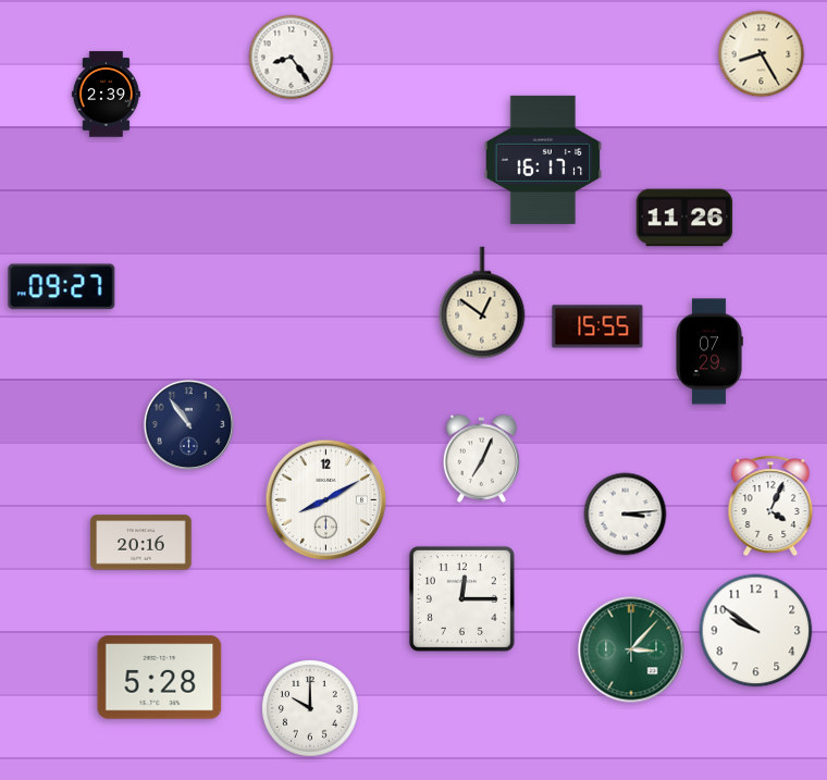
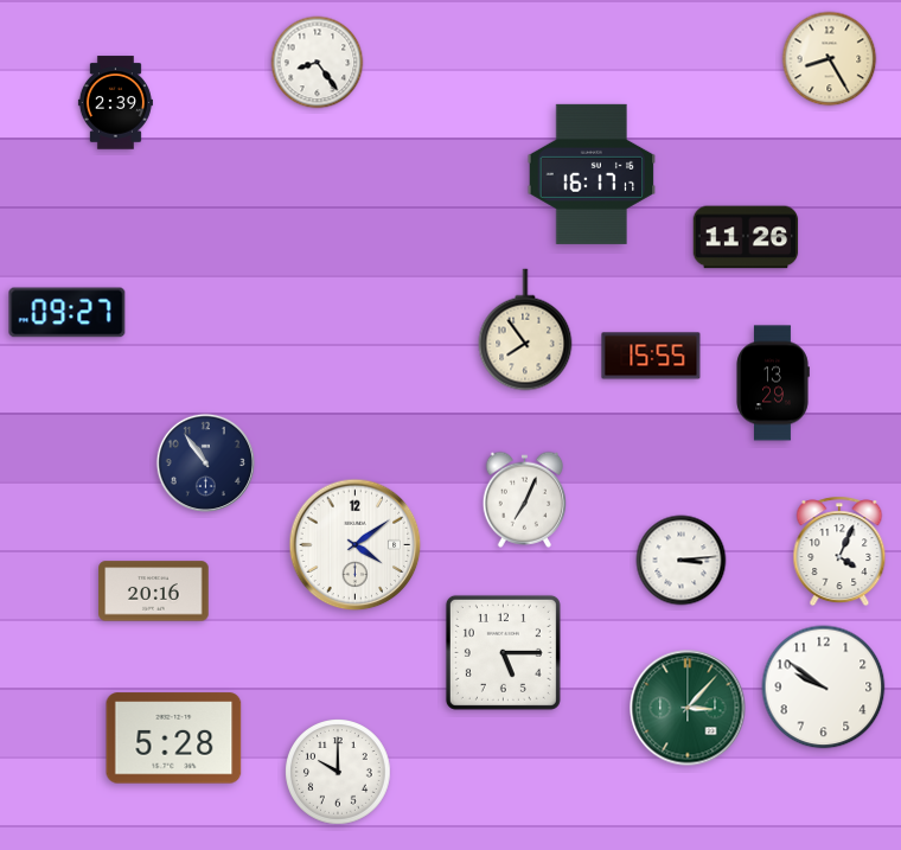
clock at (482, 302): 12:51 -> 7:54
clock at (709, 351): 07:29 -> 13:29
clock at (326, 500): 8:10 -> 4:09
clock at (461, 598): 12:15 -> 5:15
